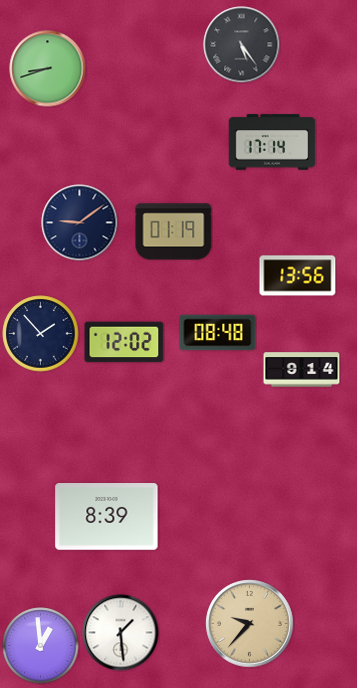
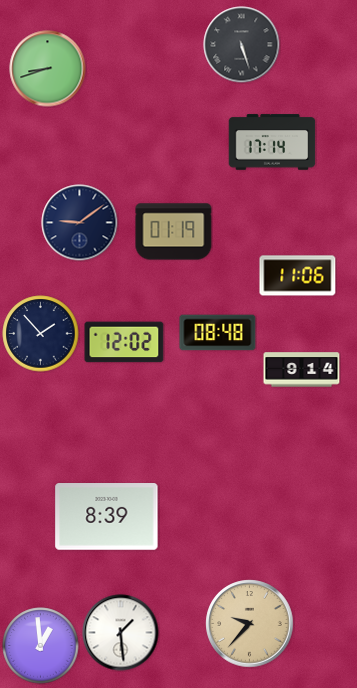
clock at (242, 45): 5:24 -> 5:27
clock at (298, 276): 13:56 -> 11:06
